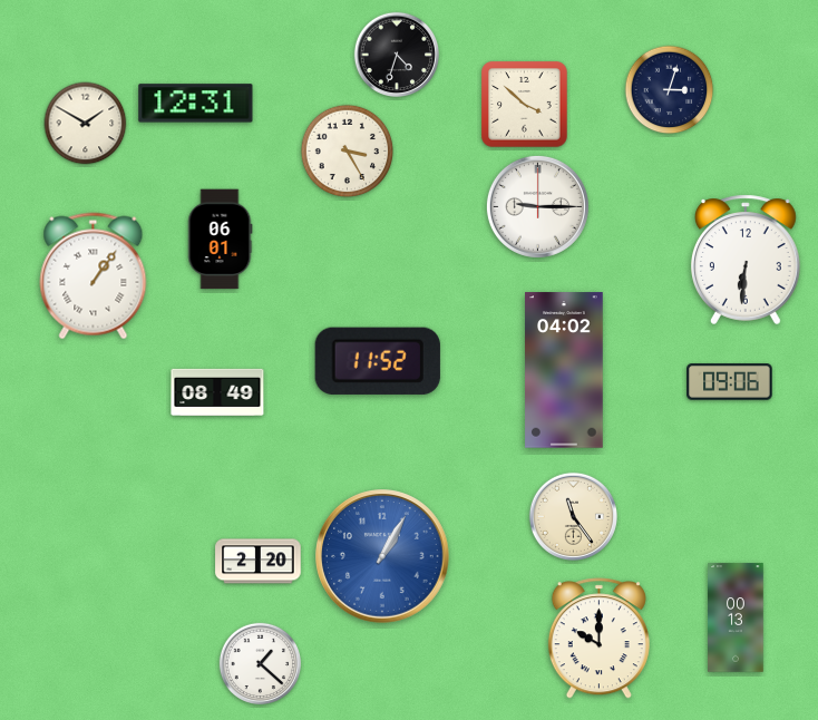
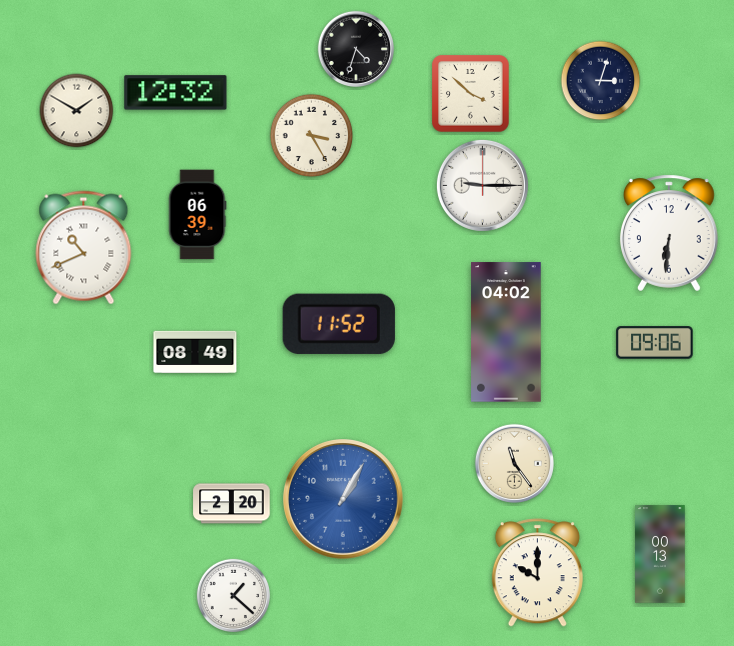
clock at (196, 104): 12:31 -> 12:32
clock at (221, 240): 06:01 -> 06:39
clock at (94, 276): 1:06 -> 10:41
